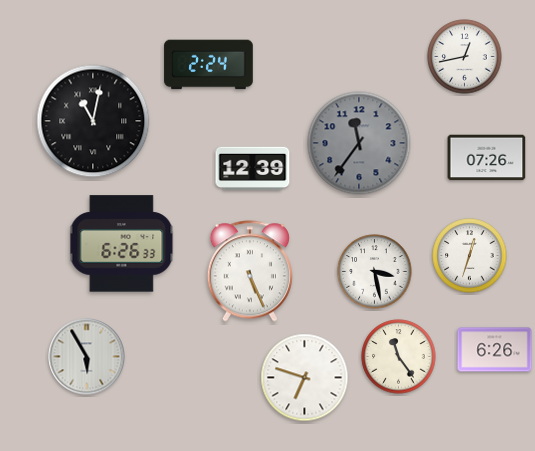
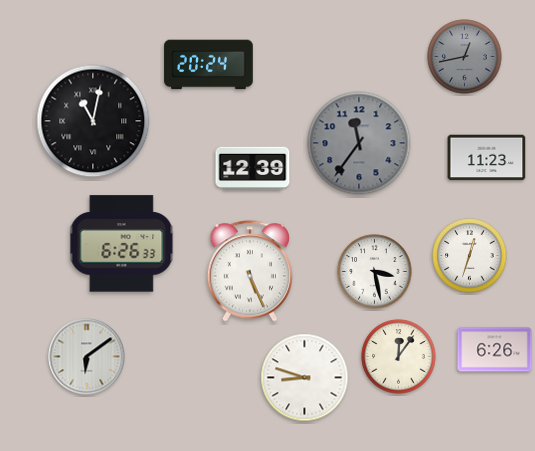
clock at (465, 57) dial: white -> grey
clock at (209, 65): 2:24 -> 20:24
clock at (487, 158): 07:26 -> 11:23
clock at (87, 357): 5:55 -> 6:09
clock at (399, 357): 11:24 -> 12:06
clock at (305, 378): 6:48 -> 8:48
